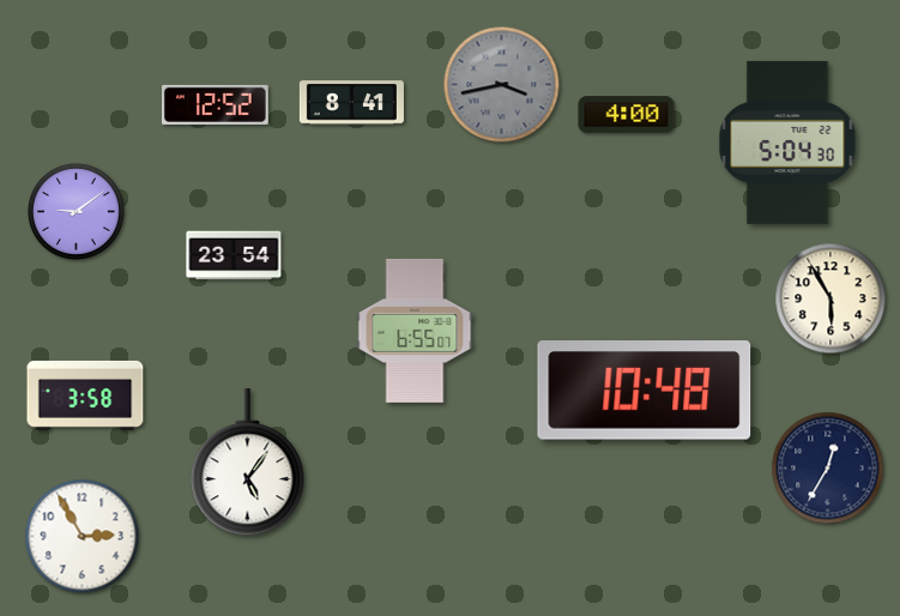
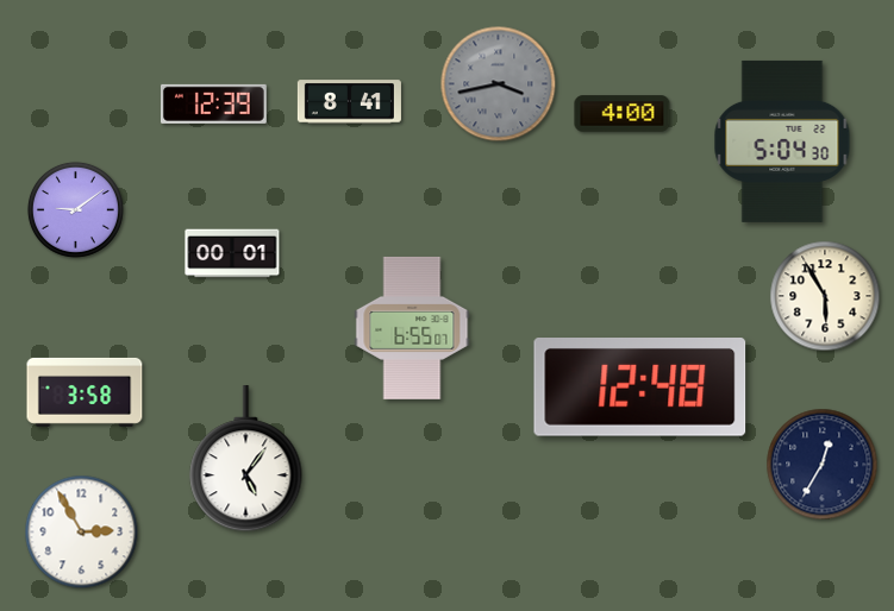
clock at (215, 104): 12:52 -> 12:39
clock at (234, 255): 23:54 -> 00:01
clock at (645, 391): 10:48 -> 12:48
